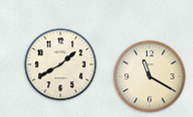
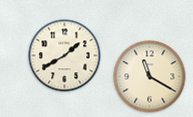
clock at (61, 65) position: (61, 65) -> (65, 56)
